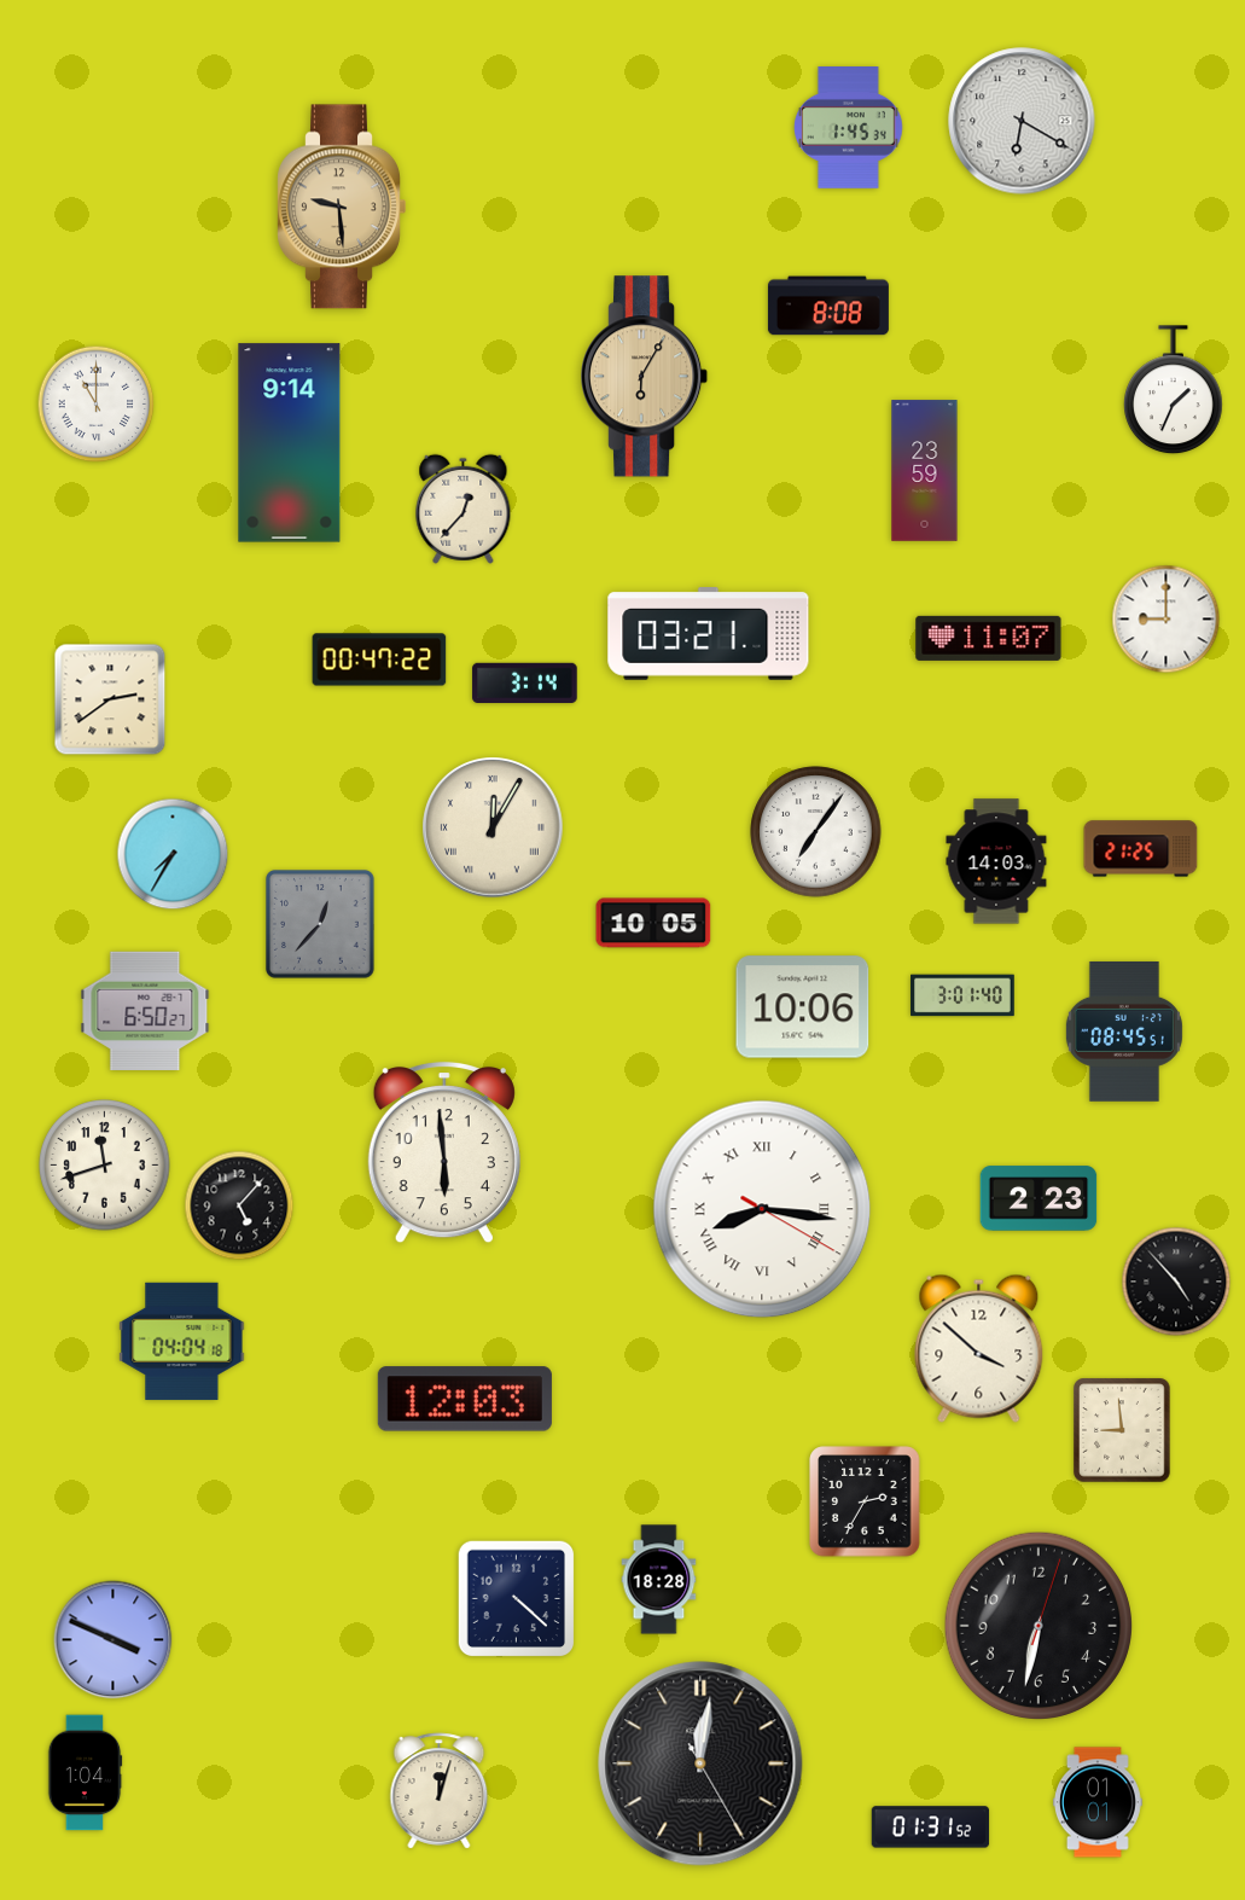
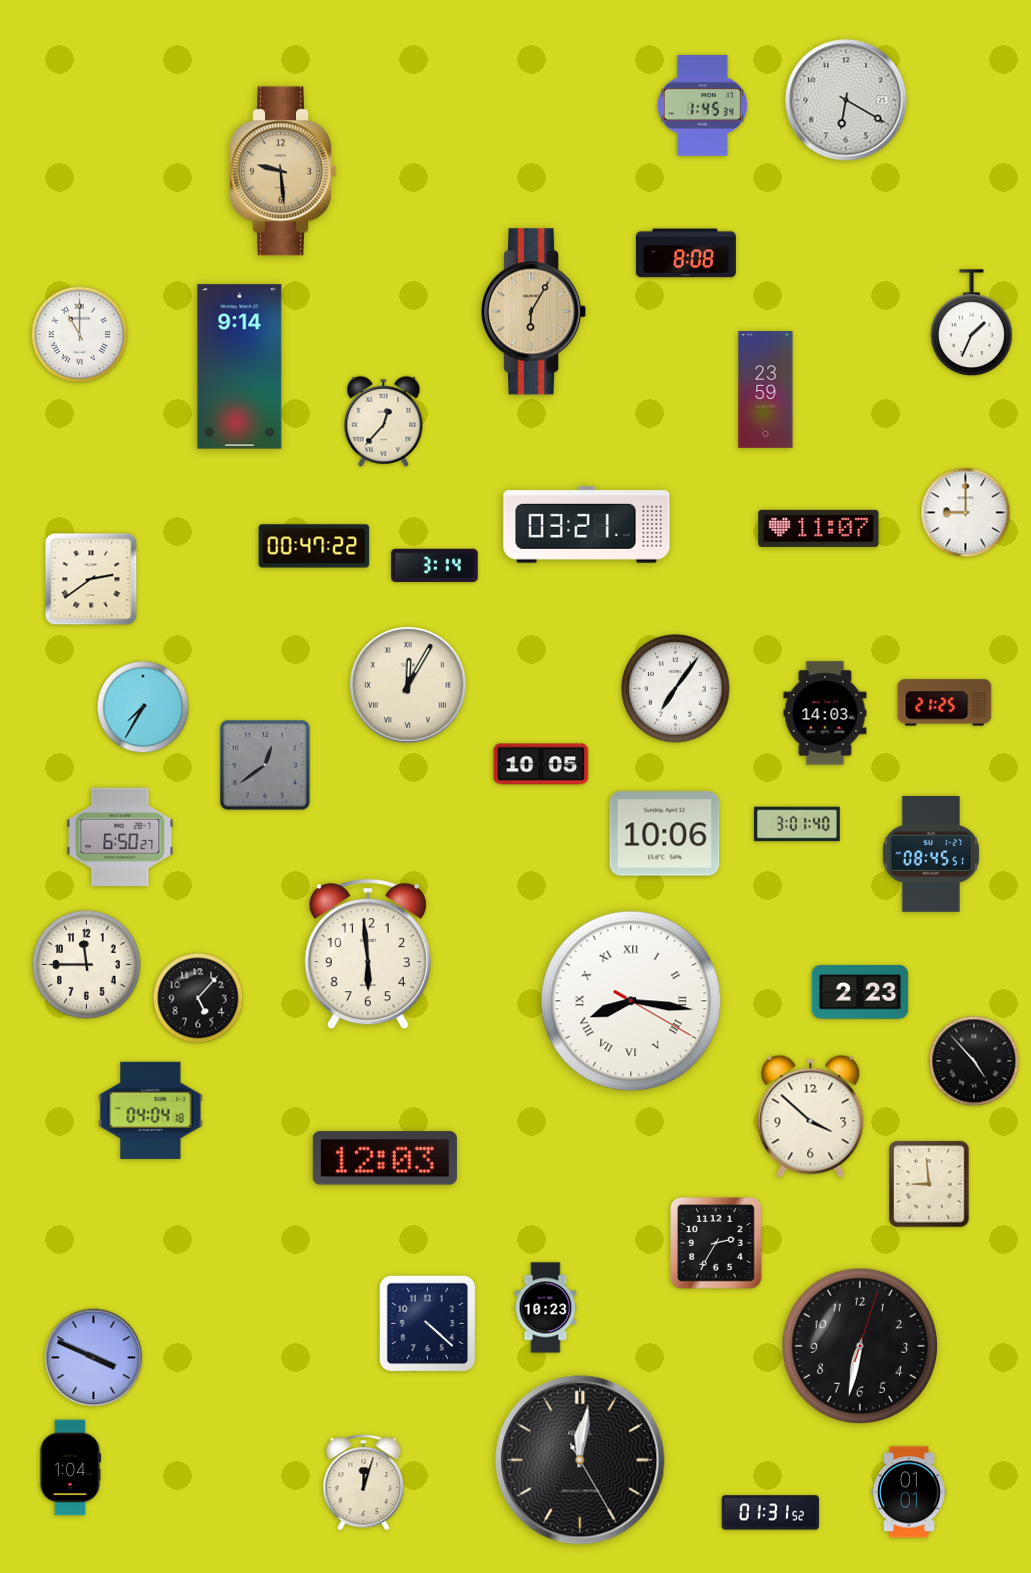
clock at (321, 925): 12:37 -> 12:39
clock at (105, 1166): 11:42 -> 11:45
clock at (659, 1580): 18:28 -> 10:23
